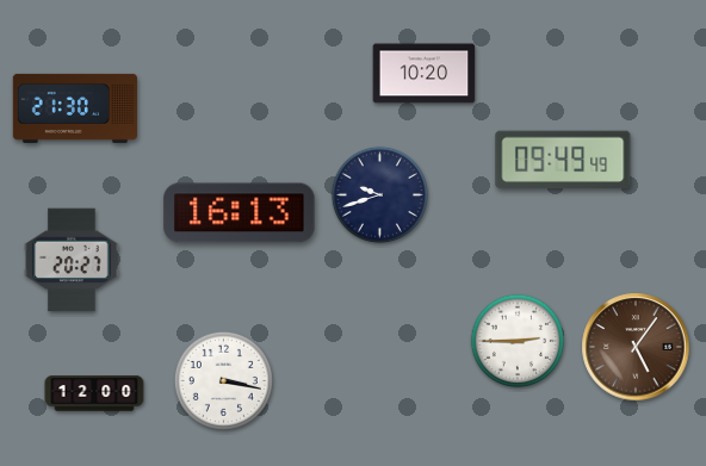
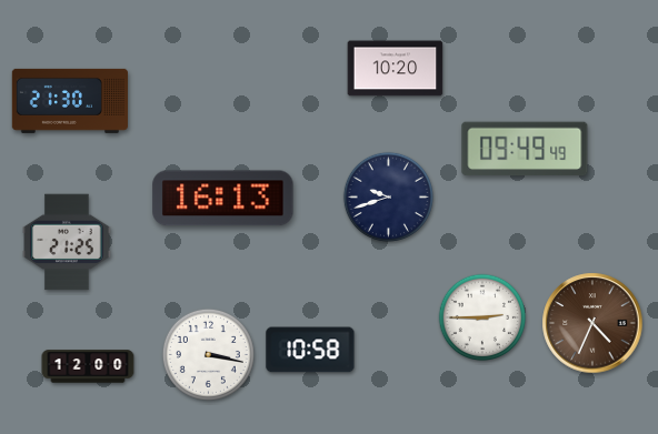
clock at (379, 194) position: (379, 194) -> (388, 196)
clock at (72, 260): 20:27 -> 21:25
clock at (636, 347): 5:06 -> 4:34
clock at (310, 350): none -> 10:58
